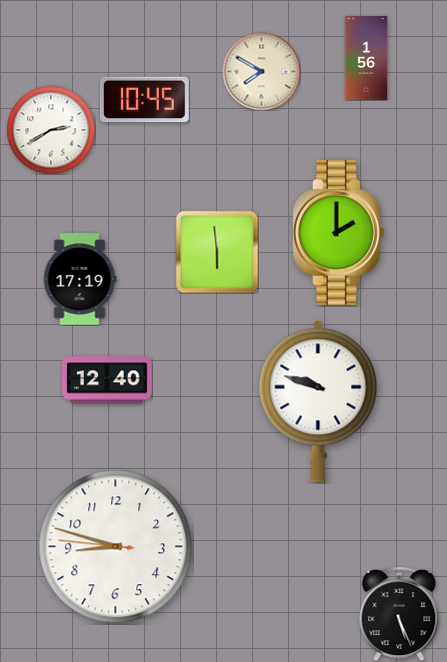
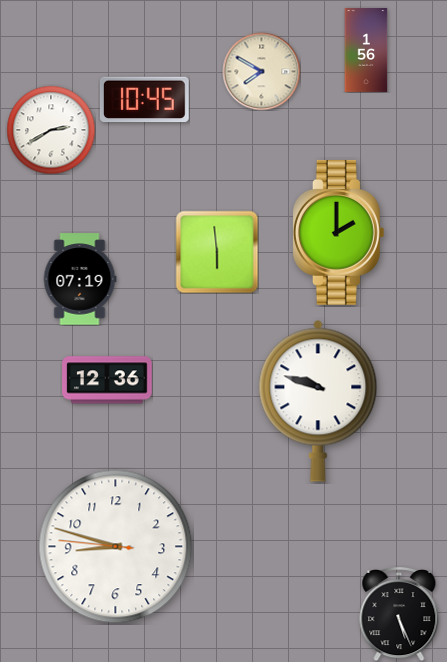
clock at (366, 58) position: (366, 58) -> (366, 50)
clock at (80, 279): 17:19 -> 07:19
clock at (107, 380): 12:40 -> 12:36
